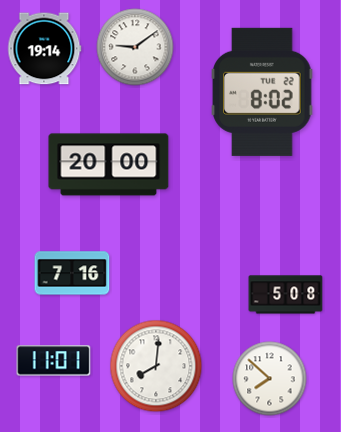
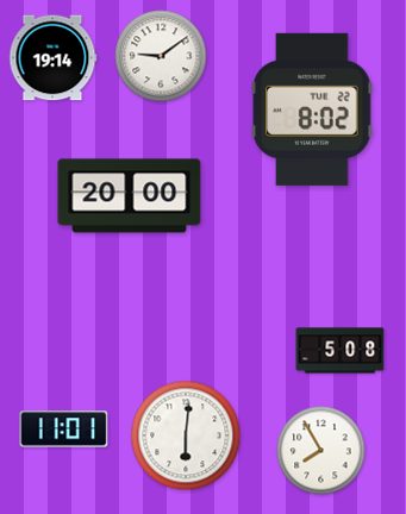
clock at (72, 273): 7:16 -> none
clock at (156, 366): 8:01 -> 6:01
clock at (270, 379): 7:52 -> 7:55
